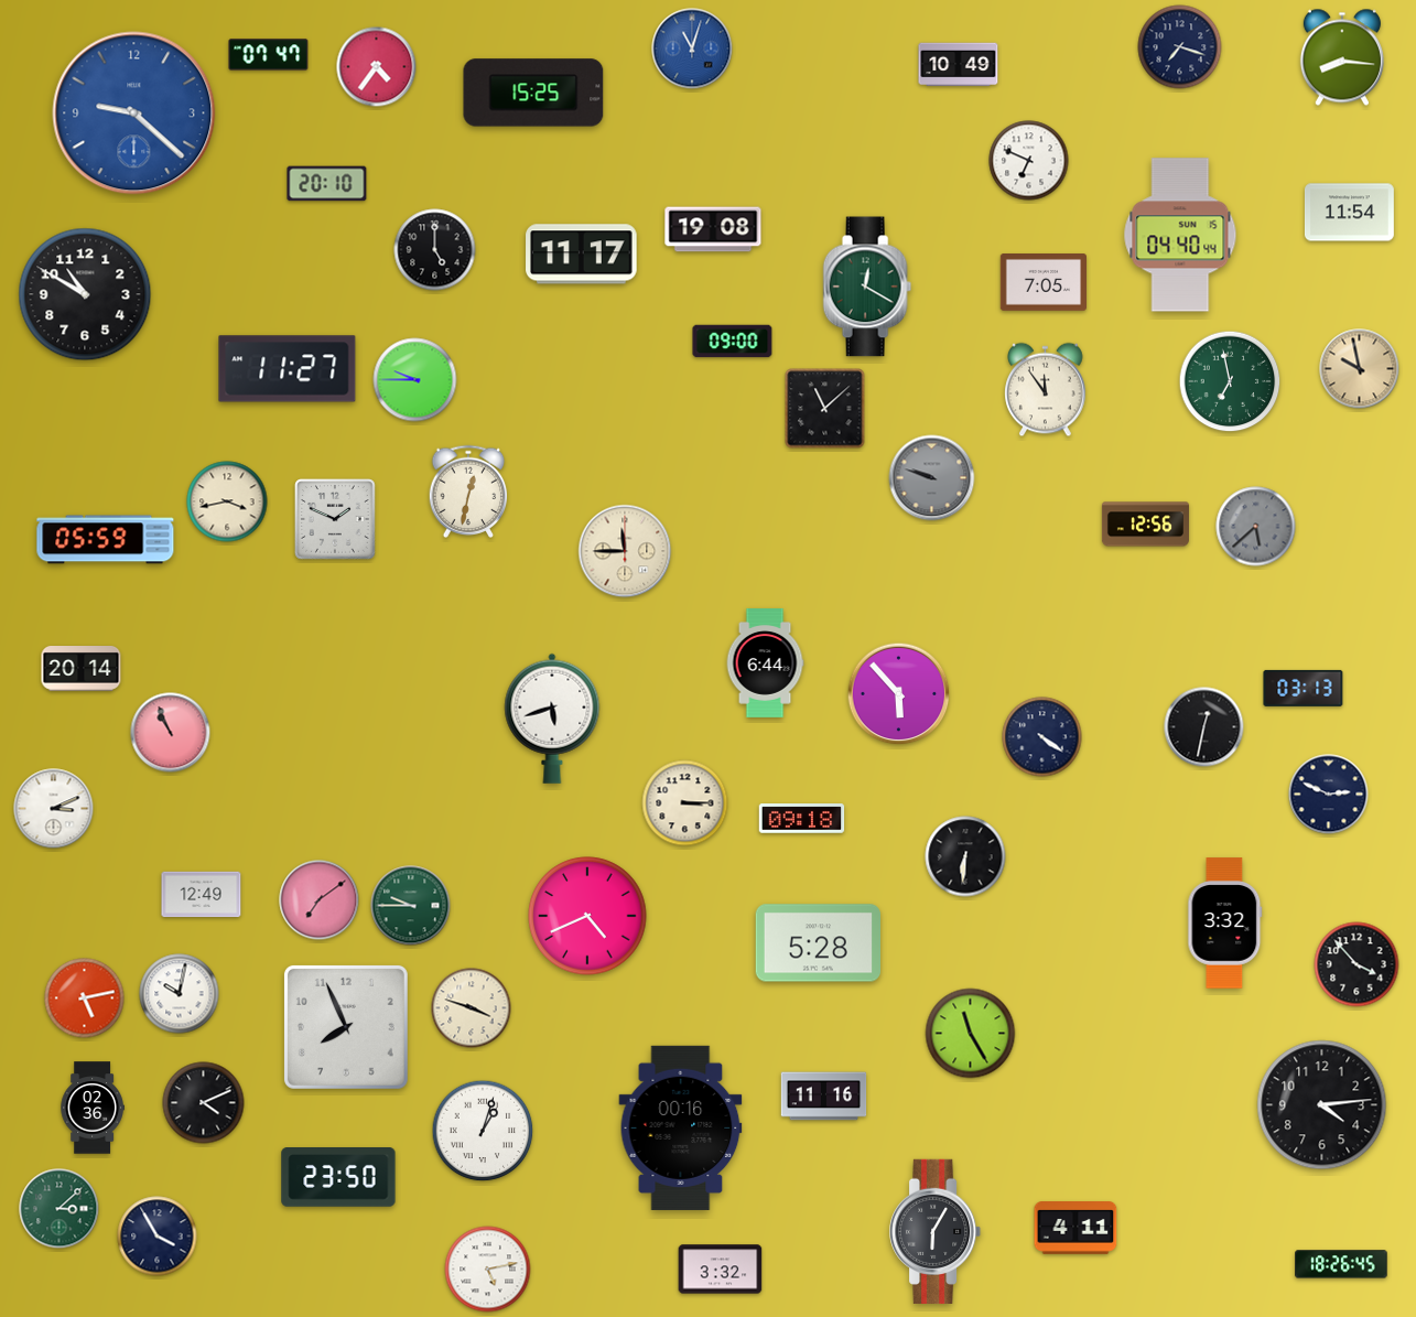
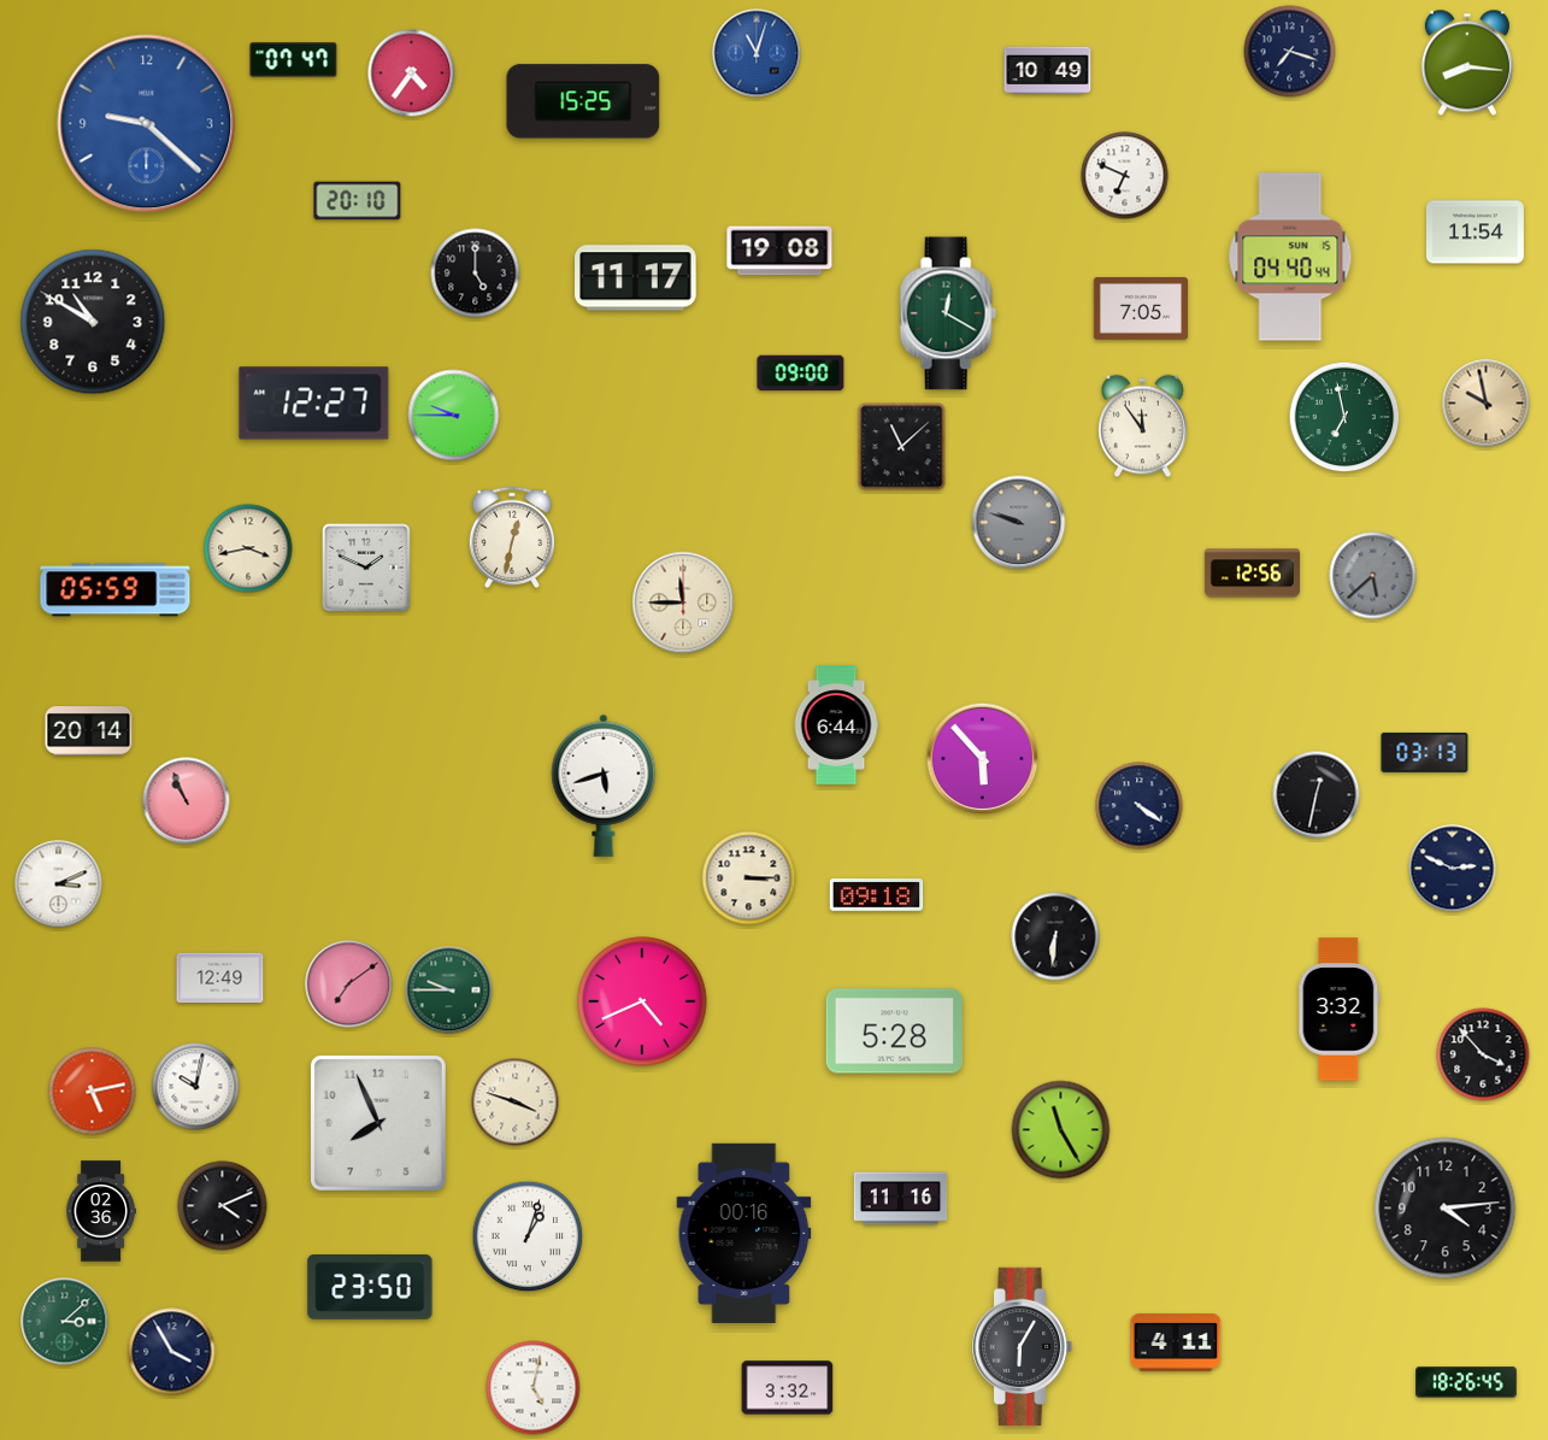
clock at (288, 369): 11:27 -> 12:27
clock at (488, 1270): 5:13 -> 5:02
